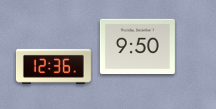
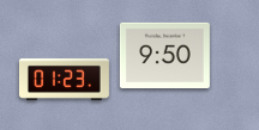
clock at (53, 66): 12:36 -> 01:23
